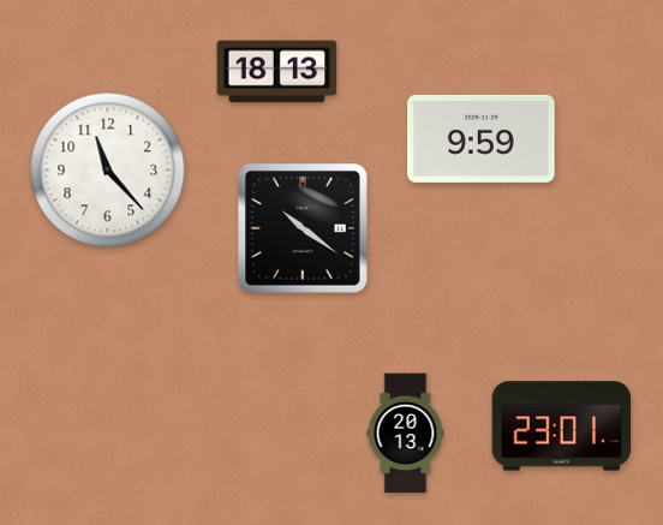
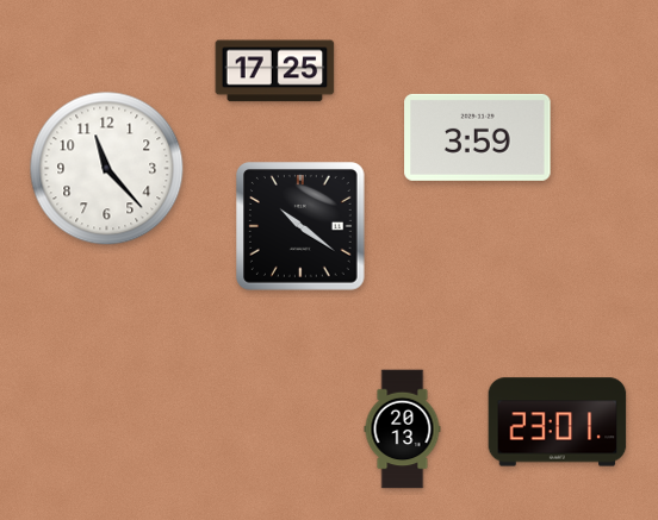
clock at (277, 72): 18:13 -> 17:25
clock at (482, 138): 9:59 -> 3:59
